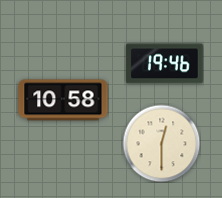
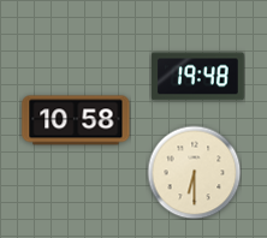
clock at (165, 64): 19:46 -> 19:48
clock at (161, 143): 12:30 -> 6:30
